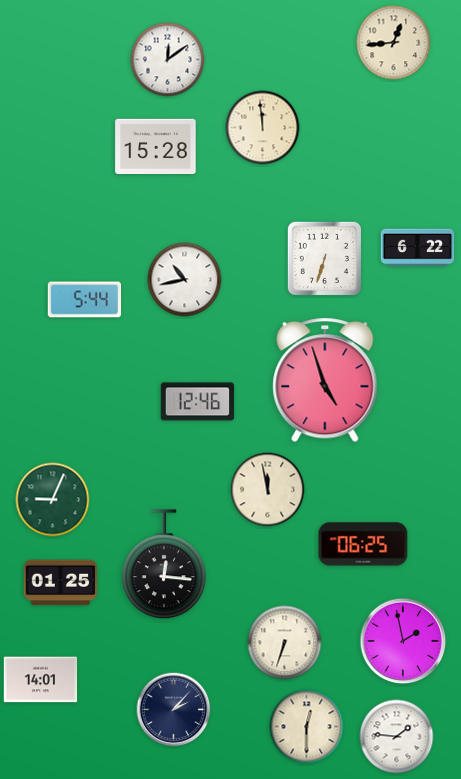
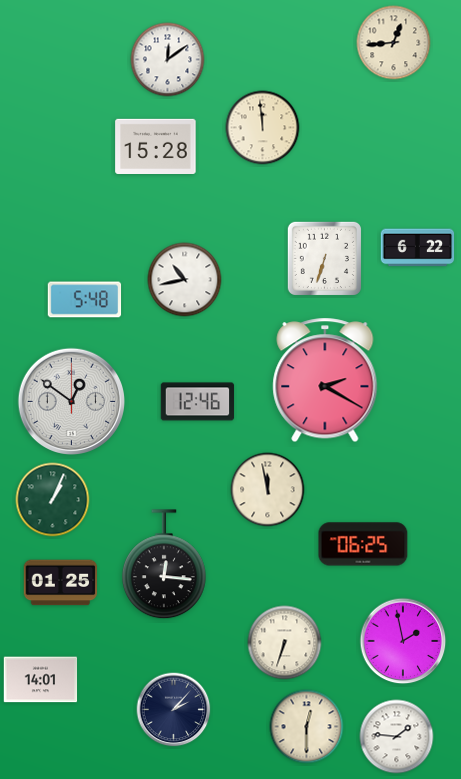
clock at (85, 300): 5:44 -> 5:48
clock at (325, 380): 4:57 -> 2:20
clock at (71, 401): none -> 12:51
clock at (53, 500): 9:04 -> 1:04
